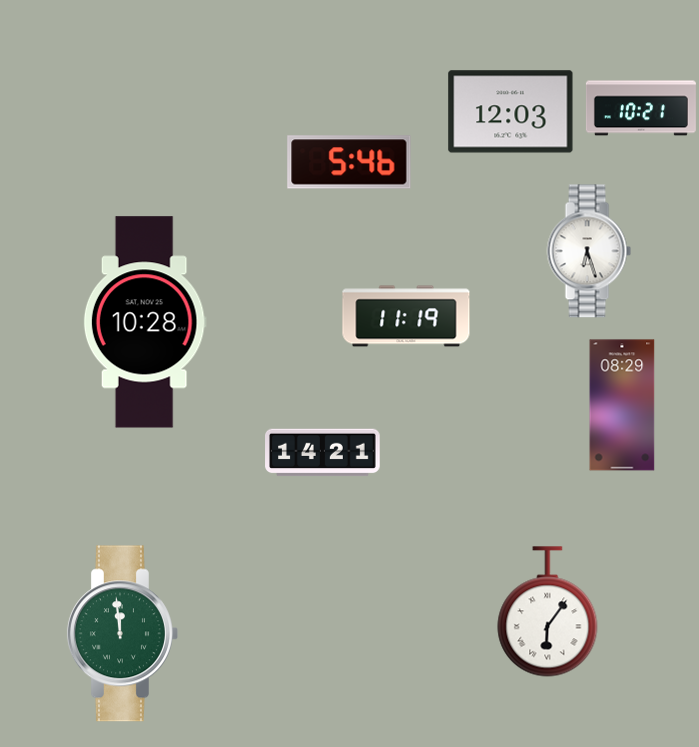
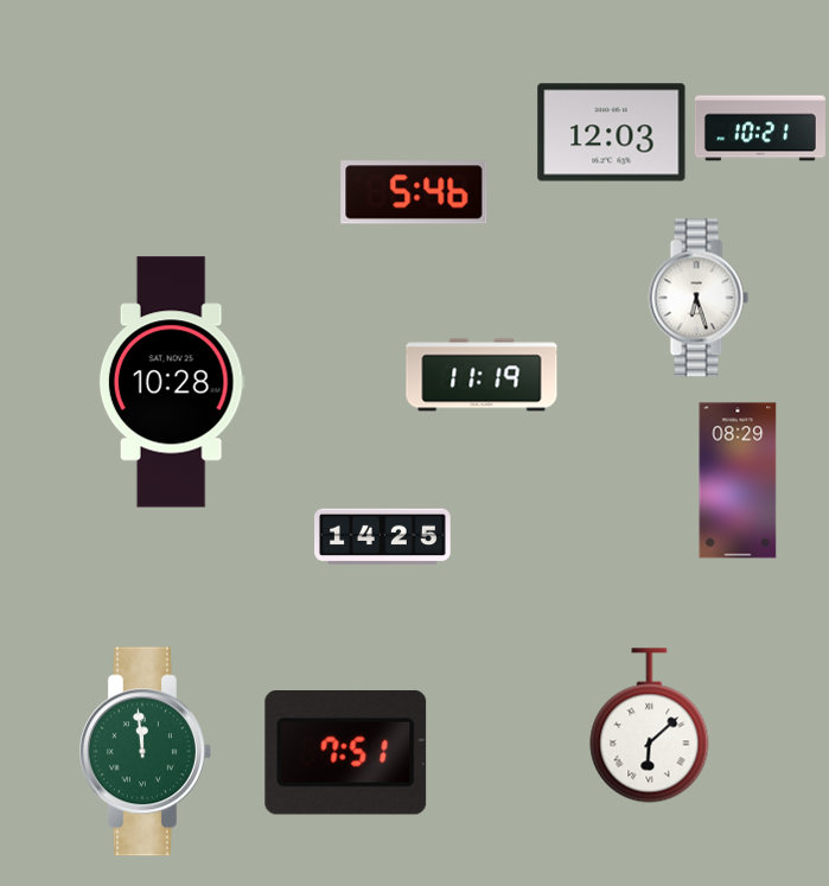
clock at (511, 112) position: (511, 112) -> (612, 133)
clock at (323, 453): 14:21 -> 14:25
clock at (548, 612): 6:06 -> 6:08
clock at (346, 752): none -> 7:51
